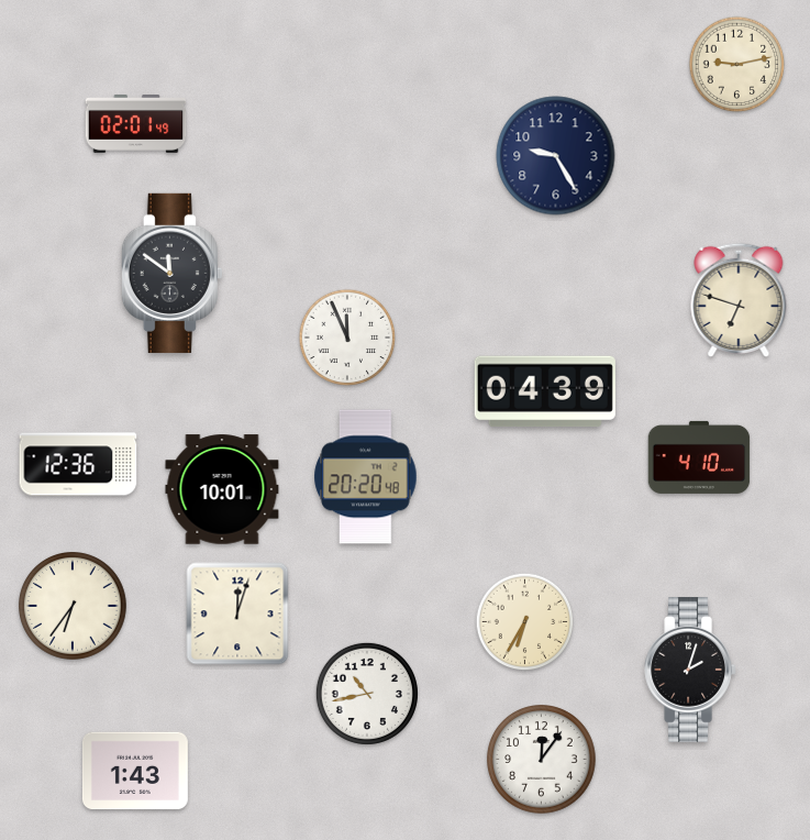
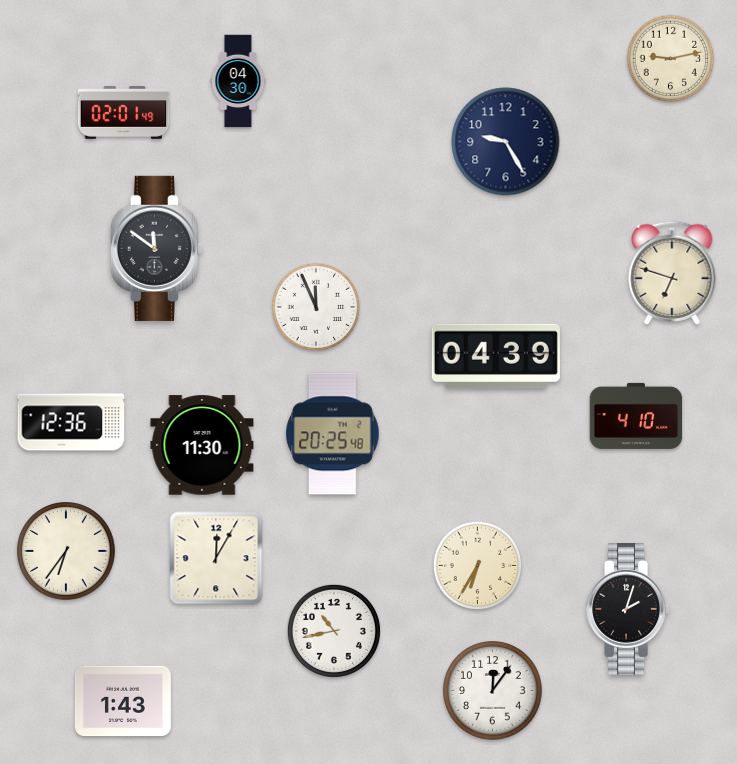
clock at (238, 81): none -> 04:30
clock at (366, 477): 20:20 -> 20:25
clock at (222, 489): 10:01 -> 11:30
clock at (237, 614): 12:03 -> 12:05
